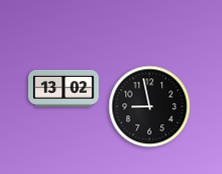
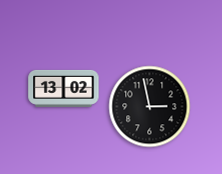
clock at (150, 107): 8:58 -> 2:58
